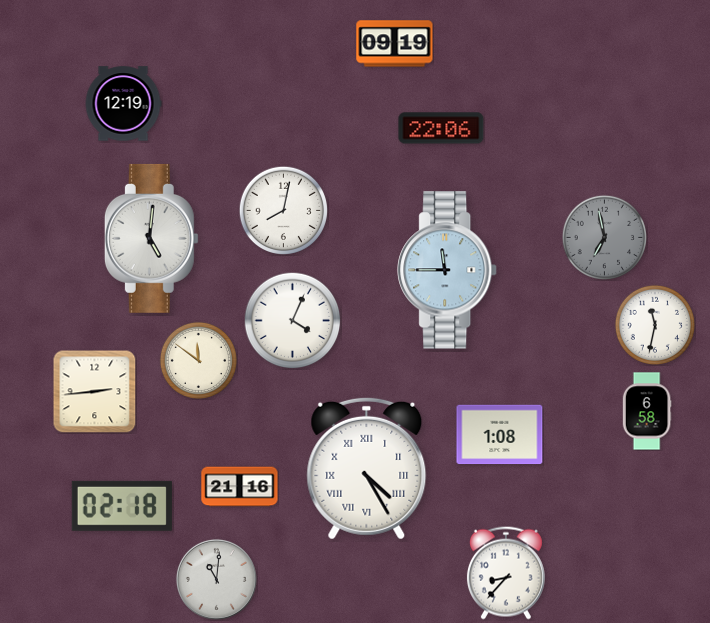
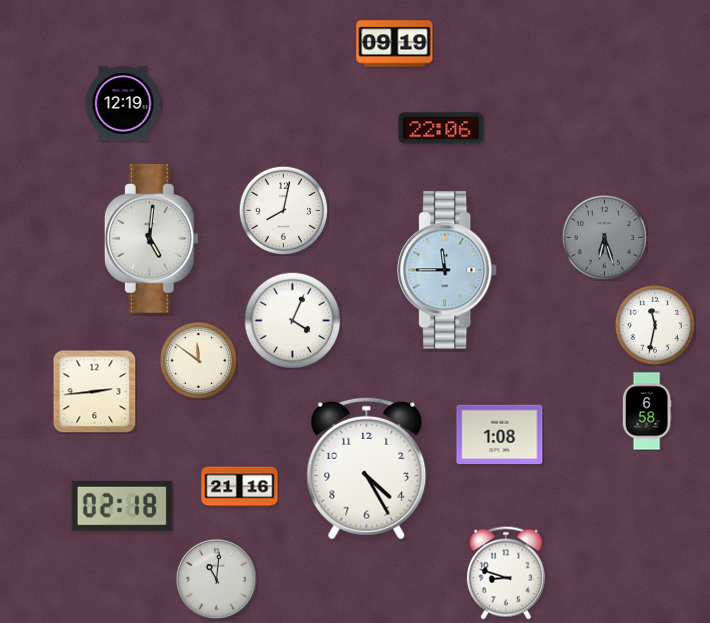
clock at (604, 237): 6:58 -> 6:27
clock at (367, 468) numerals: Roman -> Arabic
clock at (506, 573): 8:37 -> 8:48
